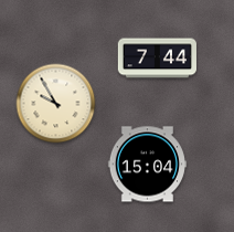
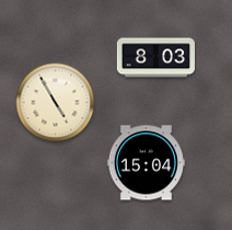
clock at (157, 59): 7:44 -> 8:03
clock at (56, 104): 9:55 -> 4:55
